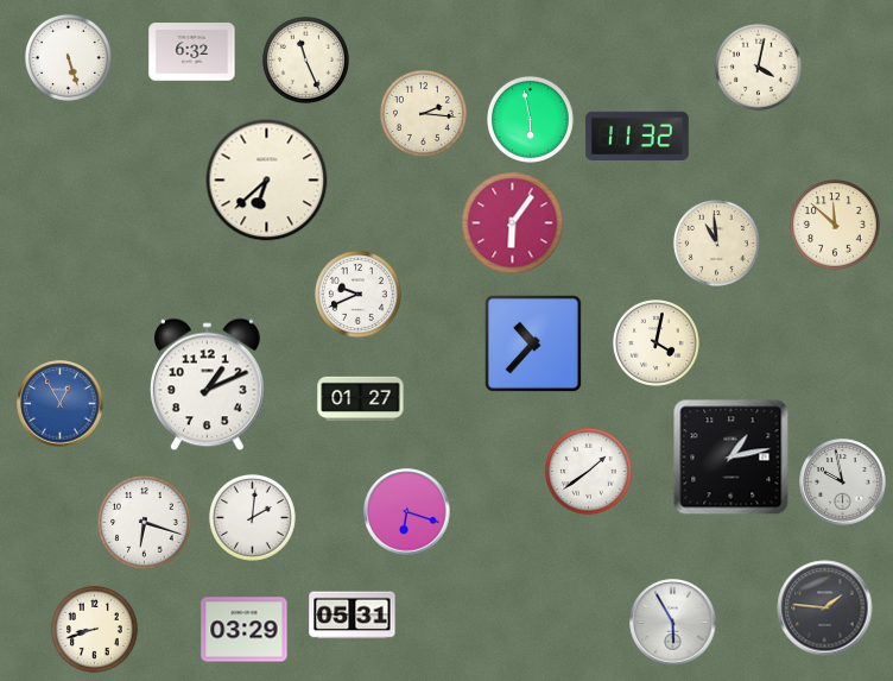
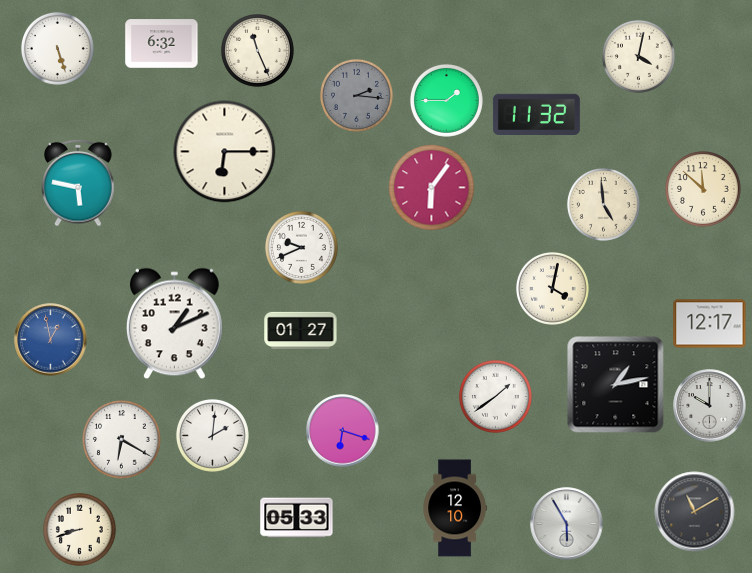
clock at (423, 113) dial: cream -> grey
clock at (530, 119): 5:58 -> 1:45
clock at (267, 181): 6:38 -> 6:15
clock at (78, 183): none -> 5:47
clock at (716, 242): 10:59 -> 4:59
clock at (533, 343): 10:37 -> none
clock at (710, 324): none -> 12:17
clock at (361, 399) position: (361, 399) -> (301, 331)
clock at (61, 404): 12:55 -> 12:58
clock at (843, 483): 9:58 -> 10:00
clock at (145, 523): 6:18 -> 6:20
clock at (454, 508): none -> 12:10
clock at (825, 609): 1:46 -> 11:10
clock at (353, 616): 05:31 -> 05:33
clock at (245, 630): 03:29 -> none
